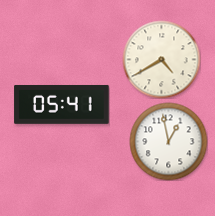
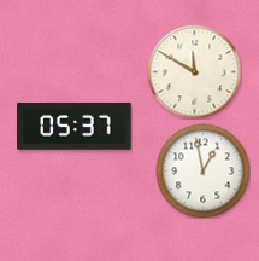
clock at (161, 59): 4:40 -> 11:50
clock at (62, 104): 05:41 -> 05:37
